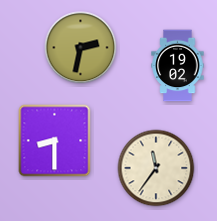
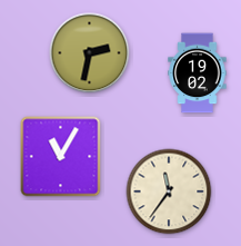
clock at (55, 141): 8:30 -> 11:05
clock at (156, 168) position: (156, 168) -> (169, 191)
